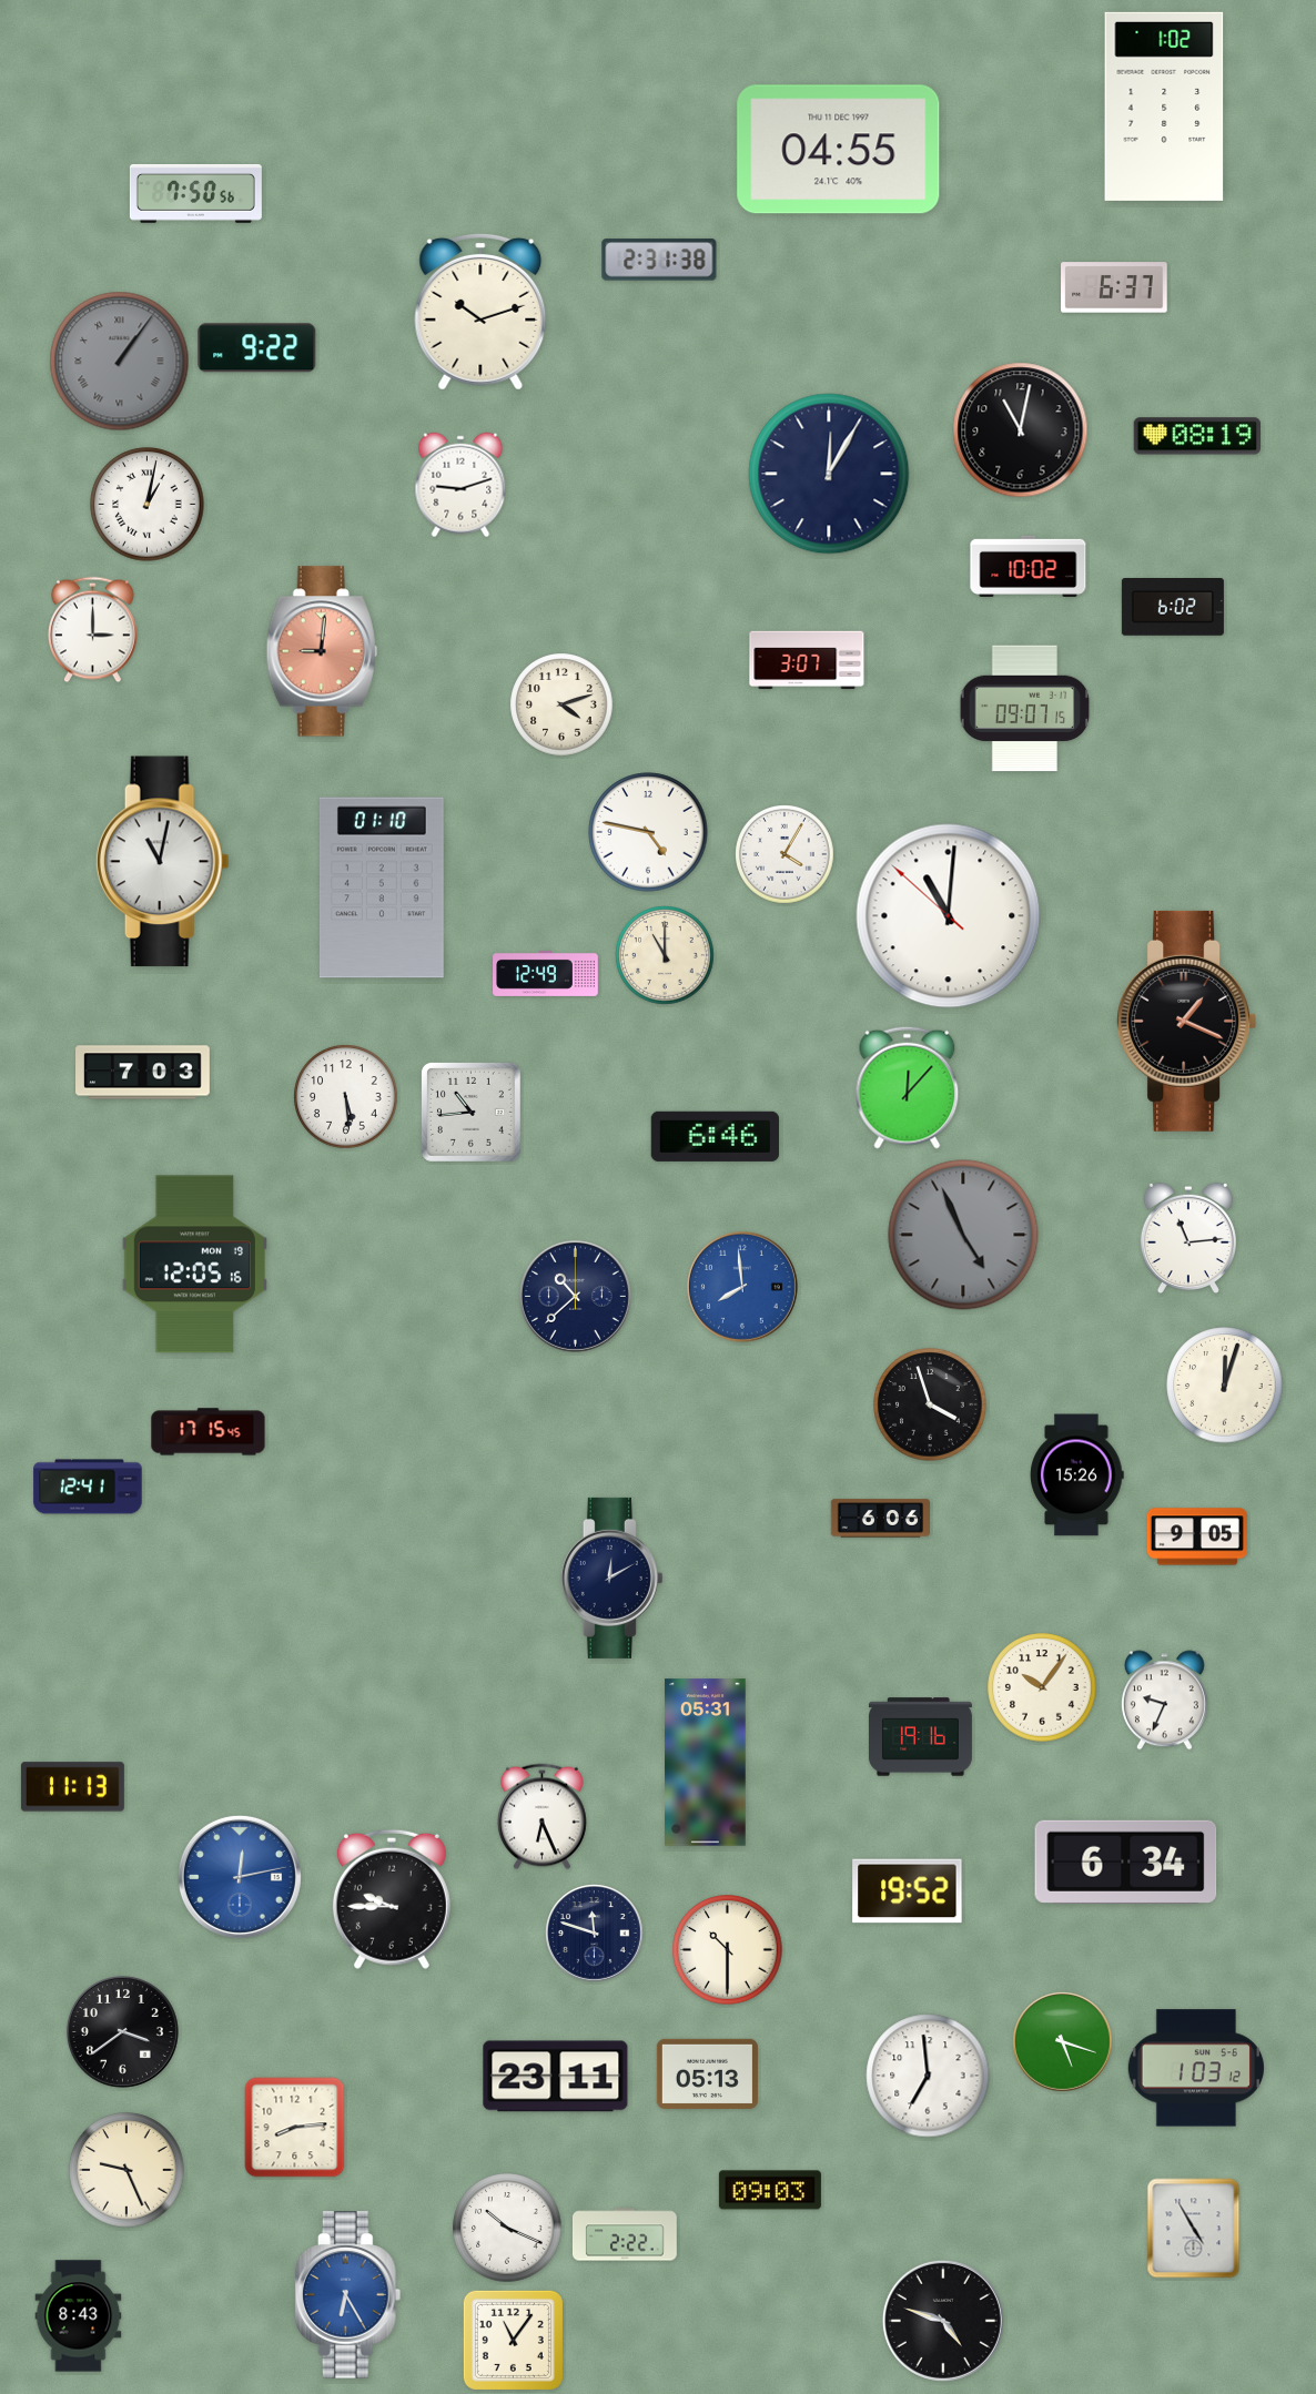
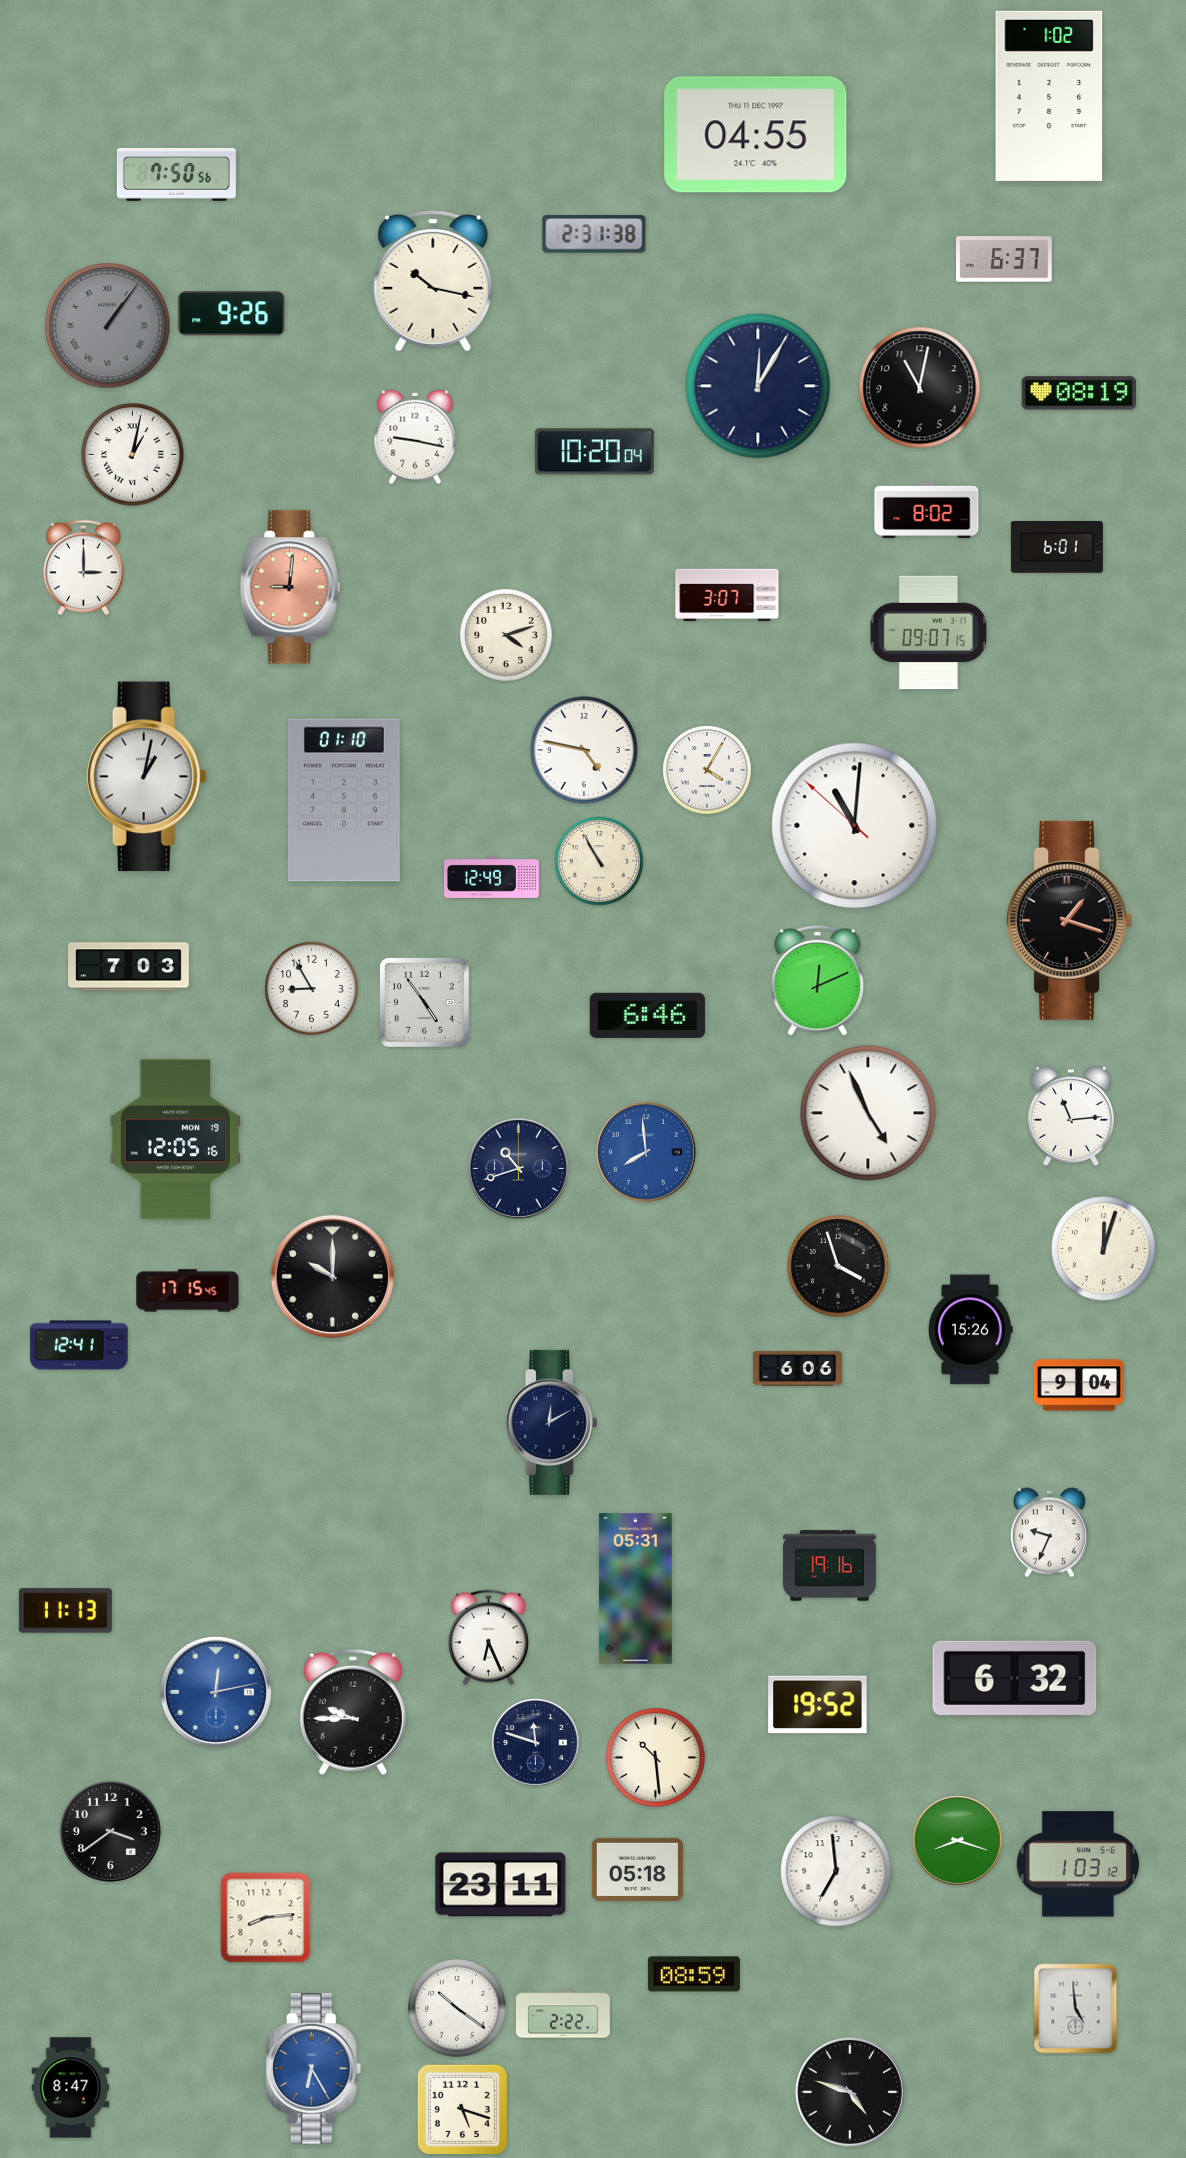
clock at (480, 312): 10:12 -> 10:17
clock at (257, 348): 9:22 -> 9:26
clock at (829, 474) position: (829, 474) -> (758, 386)
clock at (460, 485): 9:12 -> 9:17
clock at (594, 452): none -> 10:20
clock at (1029, 566): 10:02 -> 8:02
clock at (1173, 608): 6:02 -> 6:01
clock at (1025, 709) position: (1025, 709) -> (929, 633)
clock at (162, 862): 11:02 -> 1:02
clock at (665, 955): 11:00 -> 10:55
clock at (1187, 1021): 1:19 -> 1:18
clock at (908, 1087): 12:07 -> 12:11
clock at (346, 1097): 5:29 -> 8:55
clock at (470, 1112): 10:44 -> 4:54
clock at (715, 1136) position: (715, 1136) -> (647, 1015)
clock at (963, 1235) dial: grey -> white
clock at (742, 1287) position: (742, 1287) -> (646, 1152)
clock at (575, 1296): 10:38 -> 10:42
clock at (332, 1276): none -> 10:00
clock at (88, 1487) position: (88, 1487) -> (79, 1345)
clock at (881, 1519) position: (881, 1519) -> (798, 1369)
clock at (1197, 1536): 9:05 -> 9:04
clock at (1042, 1687): 10:06 -> none
clock at (1126, 1862): 6:34 -> 6:32
clock at (728, 1950): 10:30 -> 10:29
clock at (1063, 2042): 5:18 -> 8:18
clock at (707, 2073): 05:13 -> 05:18
clock at (556, 2077) position: (556, 2077) -> (501, 1885)
clock at (126, 2170): 9:26 -> none
clock at (770, 2190): 09:03 -> 08:59
clock at (507, 2228): 10:19 -> 10:21
clock at (1194, 2229): 4:55 -> 4:59
clock at (79, 2316): 8:43 -> 8:47
clock at (513, 2340): 11:06 -> 5:18
